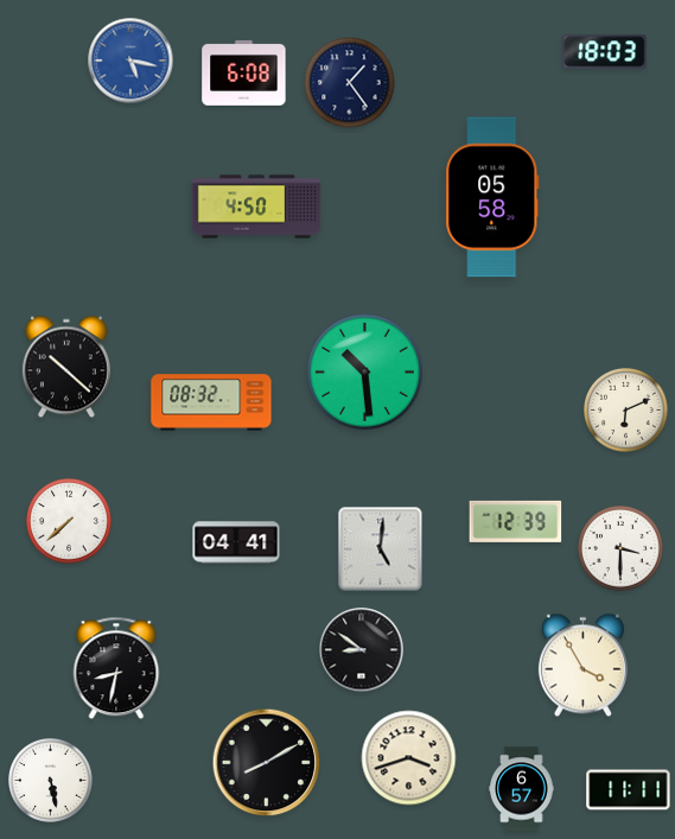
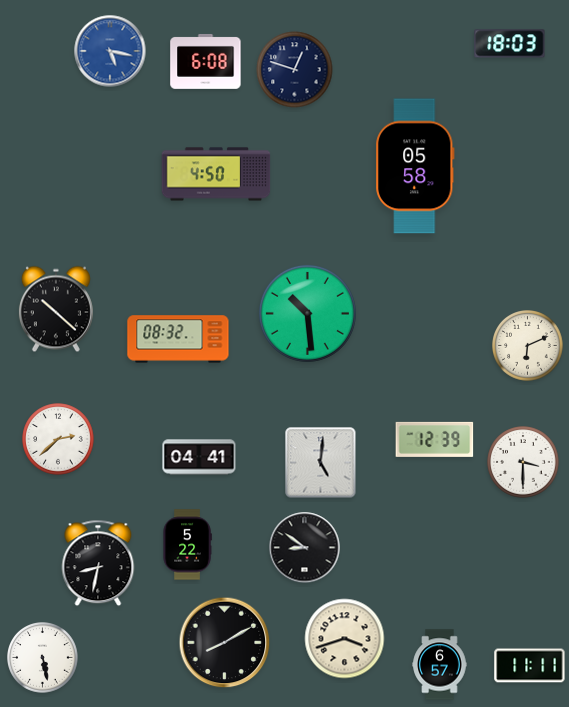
clock at (350, 83): 1:24 -> 12:48
clock at (69, 521): 7:38 -> 2:38
clock at (187, 545): none -> 5:22
clock at (582, 666): 3:55 -> none
